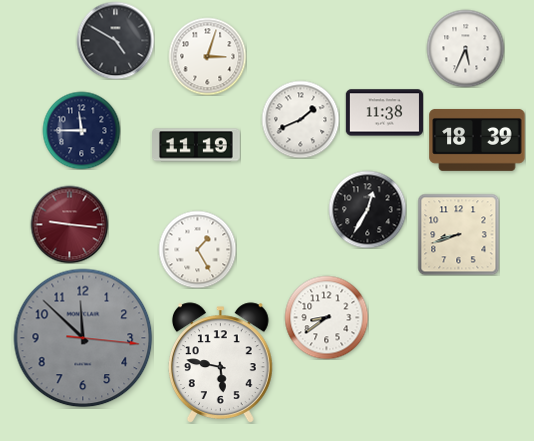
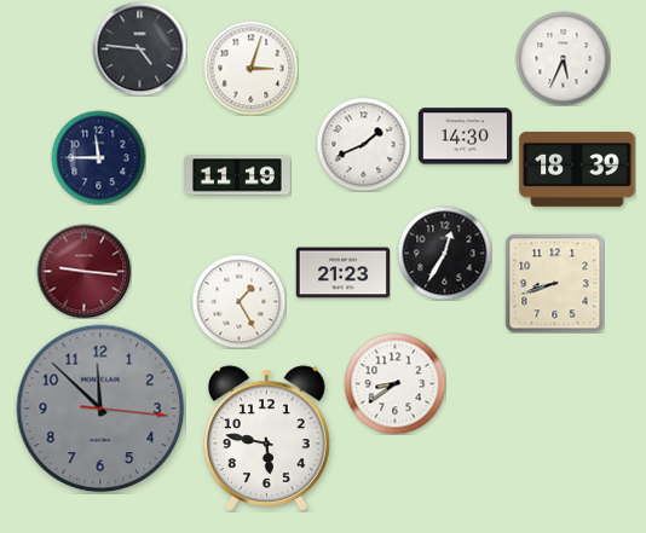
clock at (115, 40): 4:50 -> 4:46
clock at (384, 113): 11:38 -> 14:30
clock at (342, 273): none -> 21:23
